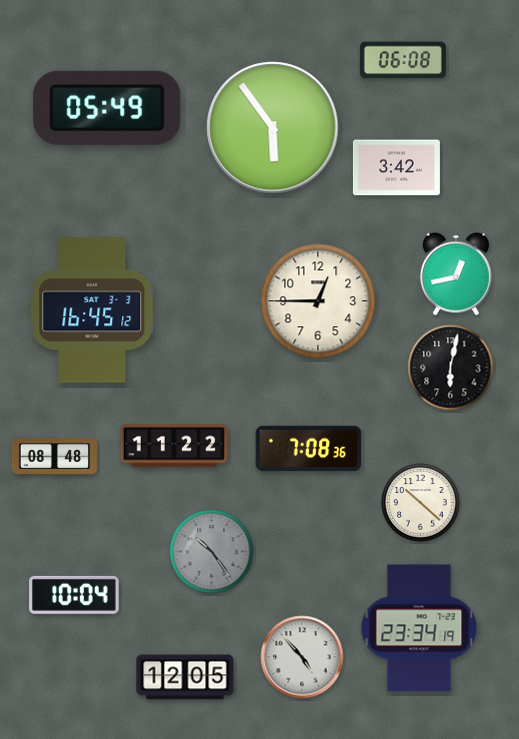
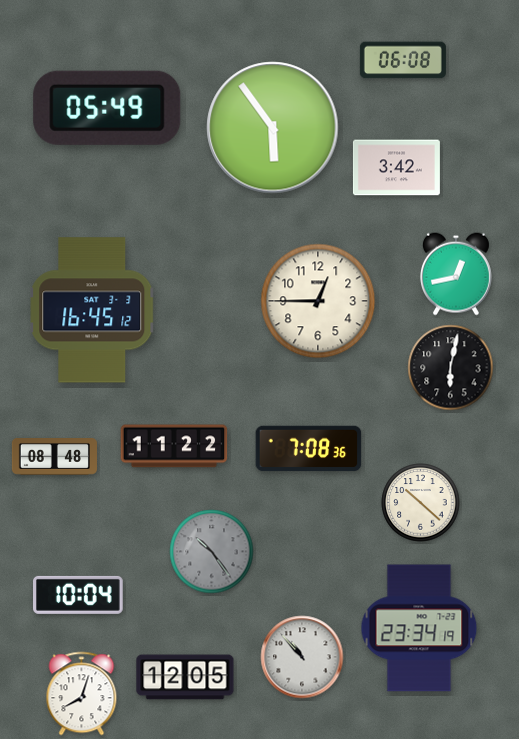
clock at (75, 595) position: (75, 595) -> (79, 595)
clock at (302, 657): 4:53 -> 10:53
clock at (82, 694): none -> 8:03
